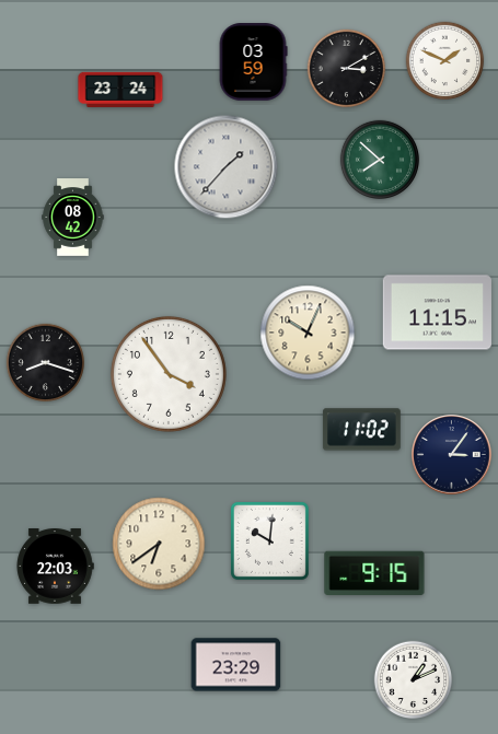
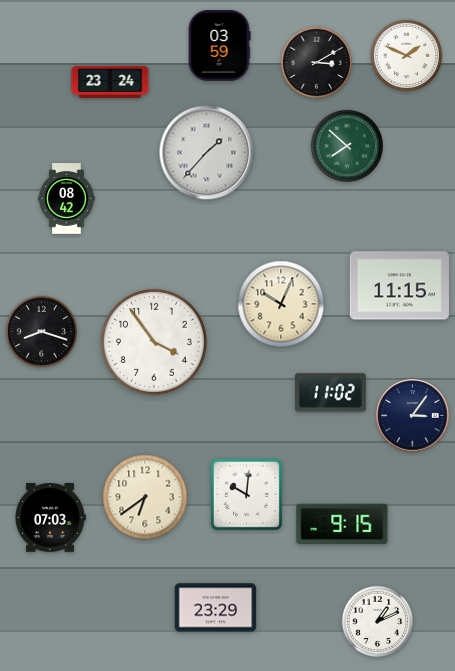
clock at (253, 62) position: (253, 62) -> (219, 46)
clock at (55, 567): 22:03 -> 07:03
